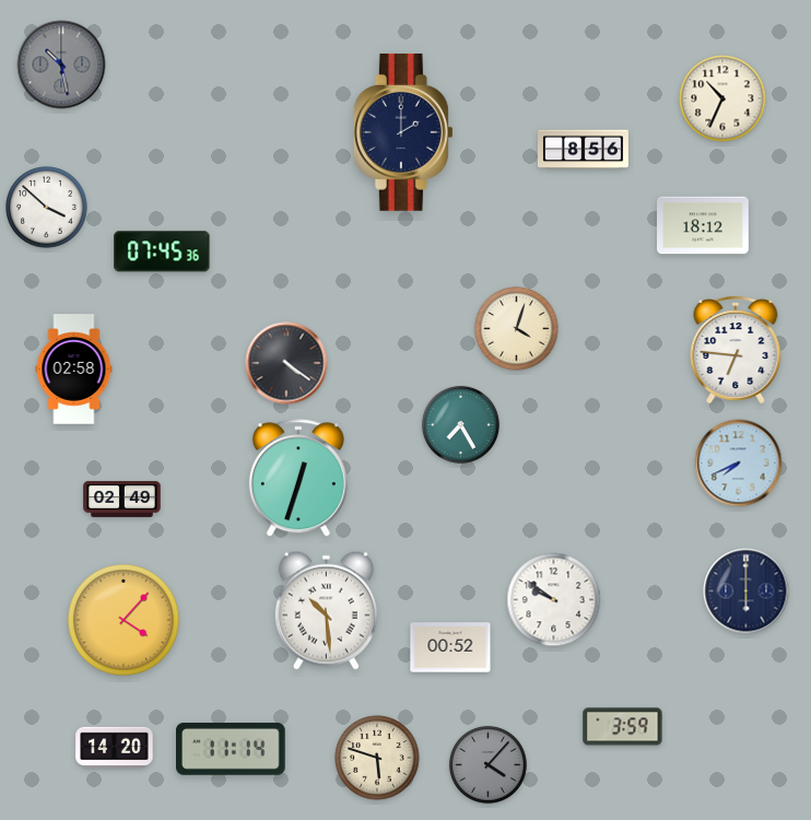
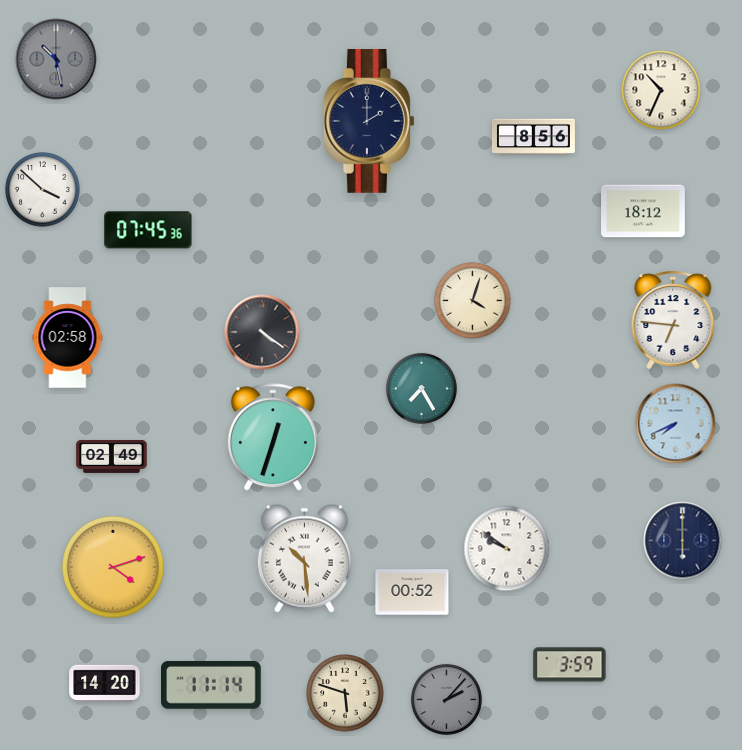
clock at (704, 225) position: (704, 225) -> (644, 211)
clock at (326, 610) position: (326, 610) -> (304, 558)
clock at (125, 621): 4:07 -> 4:12
clock at (487, 764): 4:07 -> 2:07
